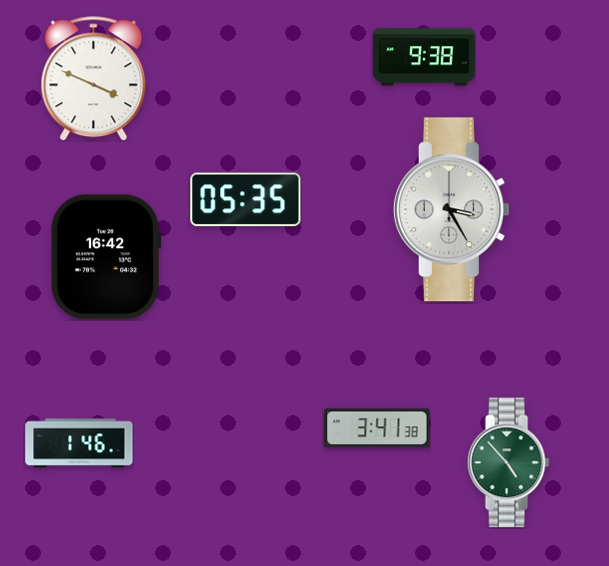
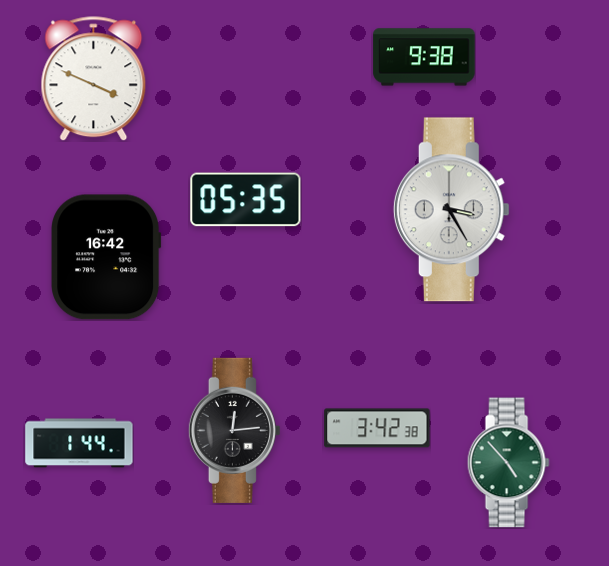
clock at (377, 428): 3:41 -> 3:42
clock at (234, 430): none -> 12:14
clock at (79, 443): 1:46 -> 1:44
